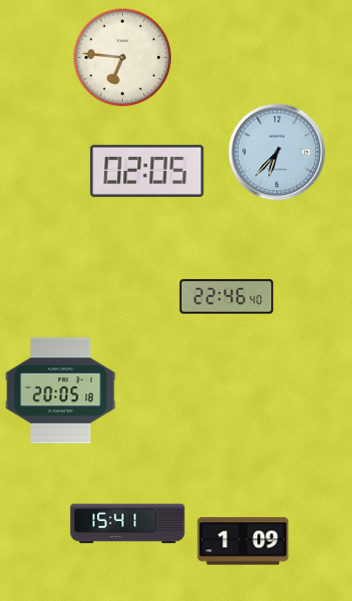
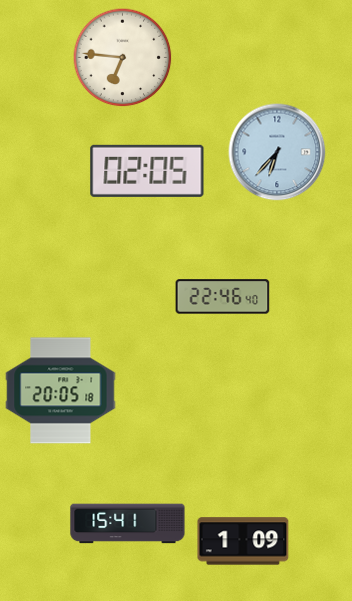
clock at (227, 297) position: (227, 297) -> (223, 297)
